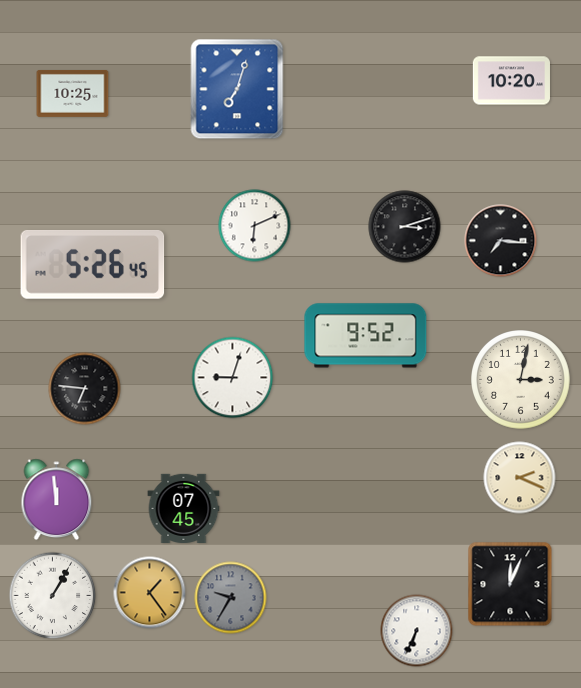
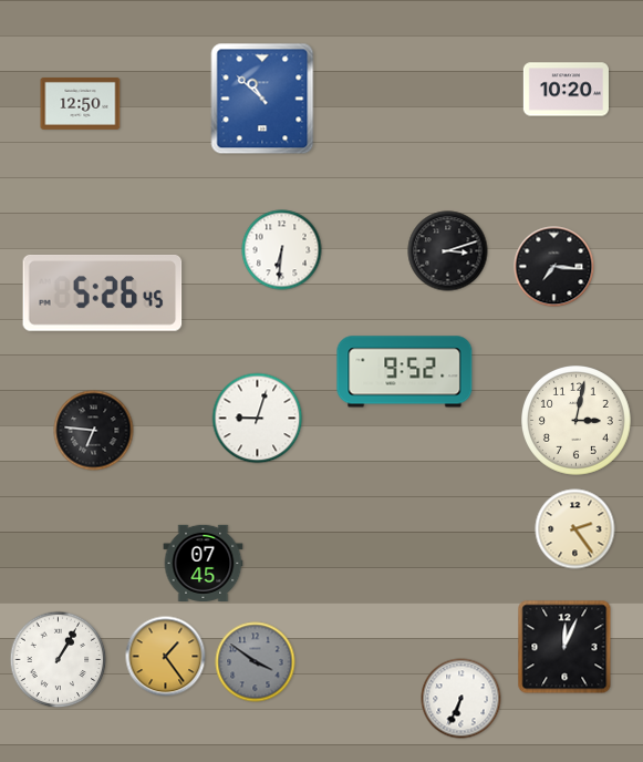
clock at (237, 89): 7:03 -> 10:52
clock at (73, 93): 10:25 -> 12:50
clock at (255, 226): 6:11 -> 6:31
clock at (520, 478): 2:19 -> 2:24
clock at (57, 500): 11:59 -> none
clock at (231, 598): 9:35 -> 3:51
